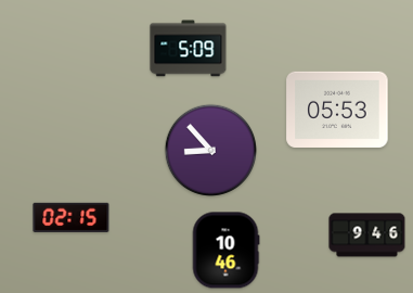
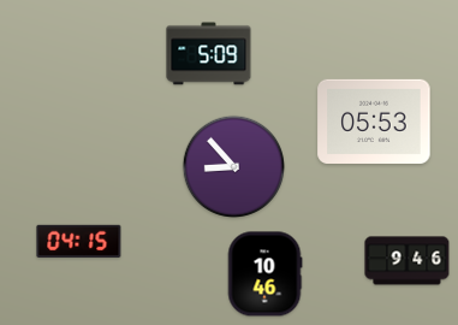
clock at (72, 217): 02:15 -> 04:15
clock at (225, 251) position: (225, 251) -> (264, 274)
